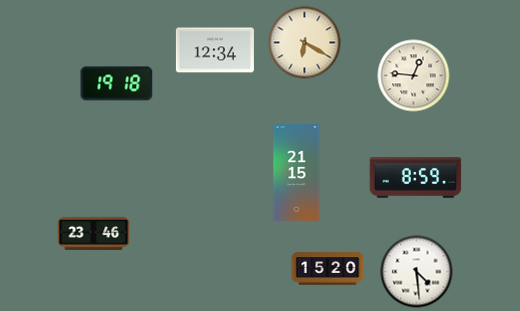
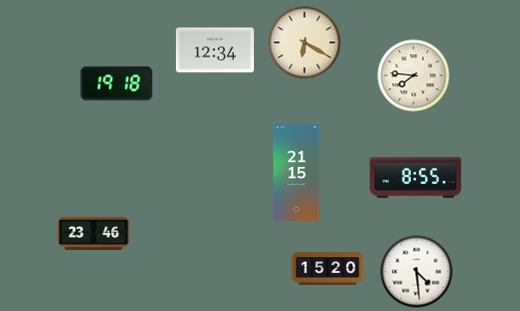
clock at (414, 76): 12:46 -> 7:46
clock at (416, 178): 8:59 -> 8:55
